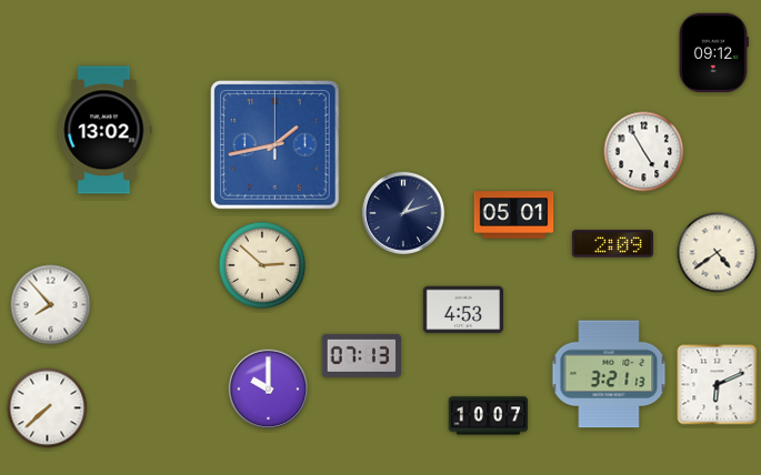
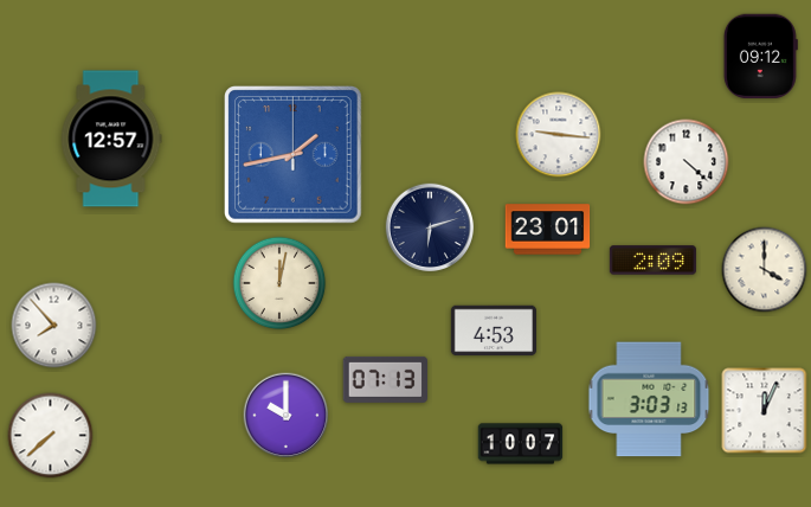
clock at (559, 135): none -> 9:16
clock at (104, 130): 13:02 -> 12:57
clock at (644, 152): 4:55 -> 4:22
clock at (403, 213): 1:12 -> 6:12
clock at (514, 215): 05:01 -> 23:01
clock at (718, 253): 4:39 -> 4:00
clock at (262, 265): 2:52 -> 12:02
clock at (609, 374): 3:21 -> 3:03
clock at (718, 385): 6:11 -> 12:04
